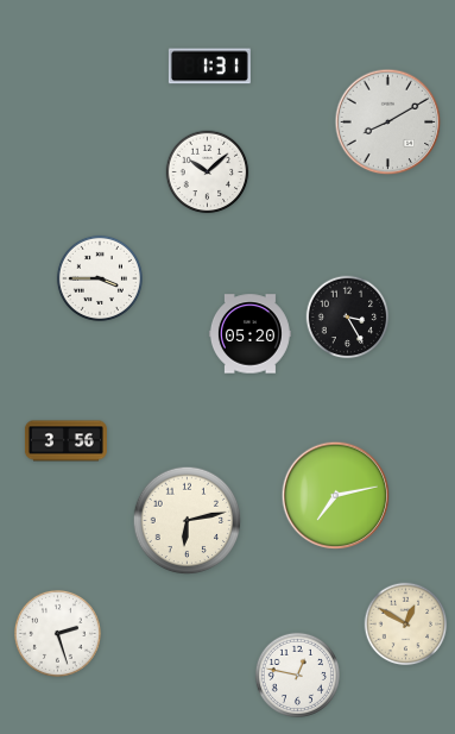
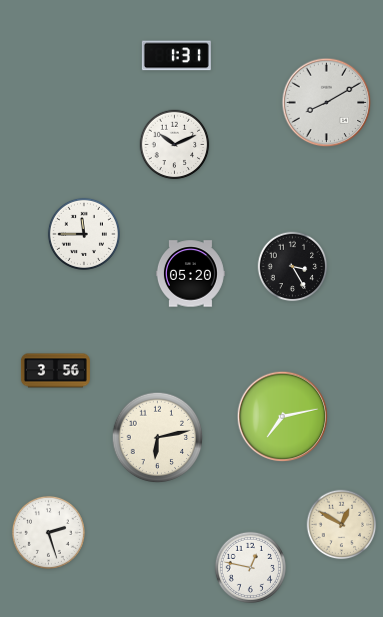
clock at (208, 172): 10:08 -> 10:11
clock at (100, 278): 3:45 -> 11:45
clock at (249, 334) position: (249, 334) -> (190, 274)
